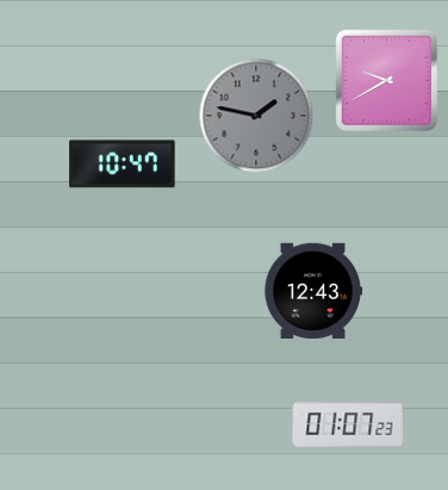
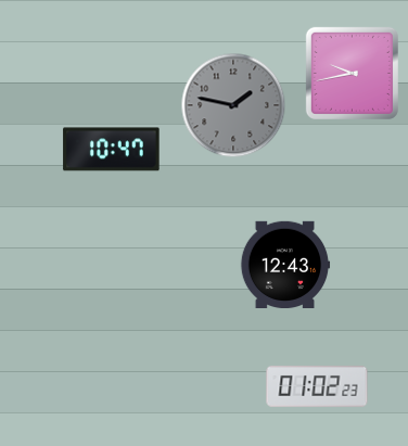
clock at (386, 80): 9:40 -> 9:43
clock at (348, 424): 01:07 -> 01:02
